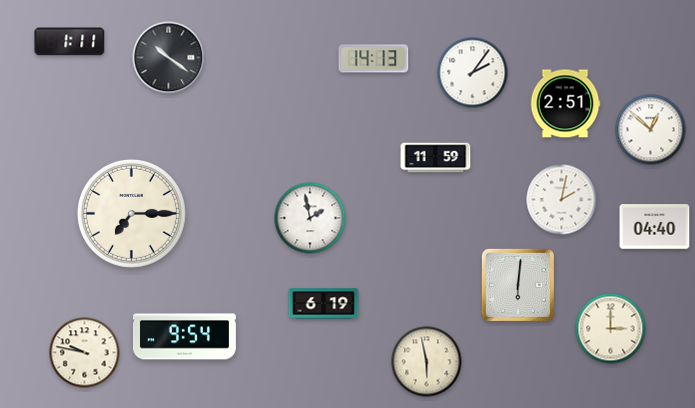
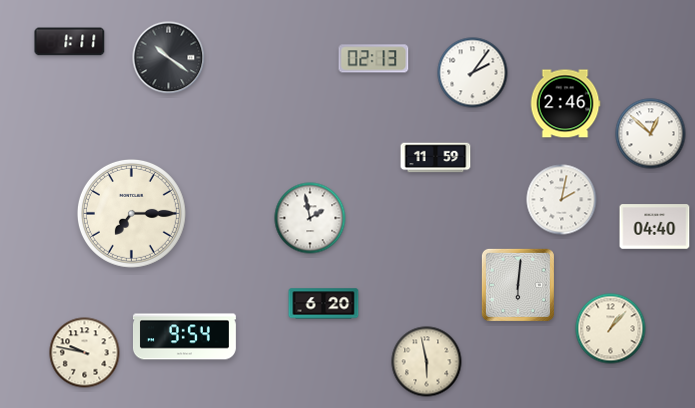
clock at (374, 59): 14:13 -> 02:13
clock at (565, 104): 2:51 -> 2:46
clock at (651, 130) position: (651, 130) -> (651, 134)
clock at (324, 304): 6:19 -> 6:20
clock at (611, 329): 3:00 -> 1:07
